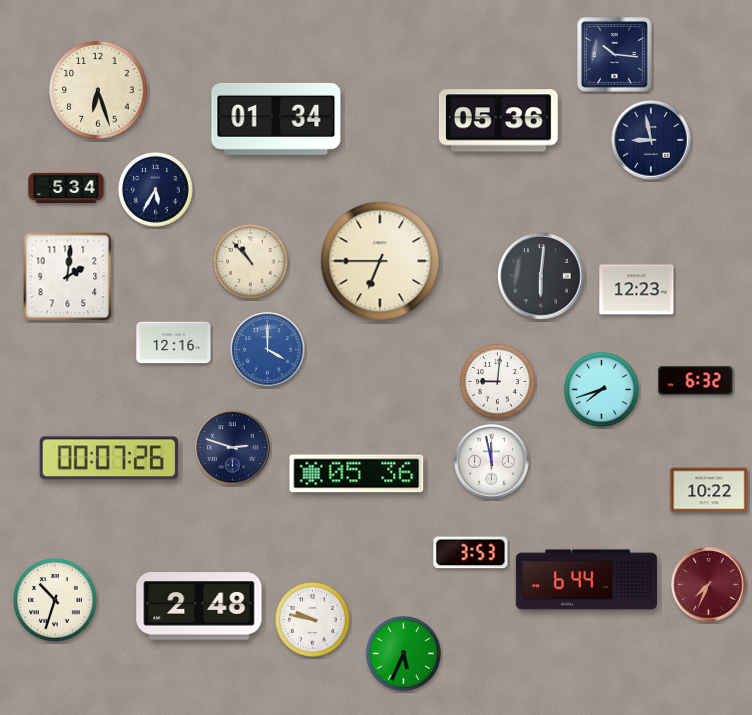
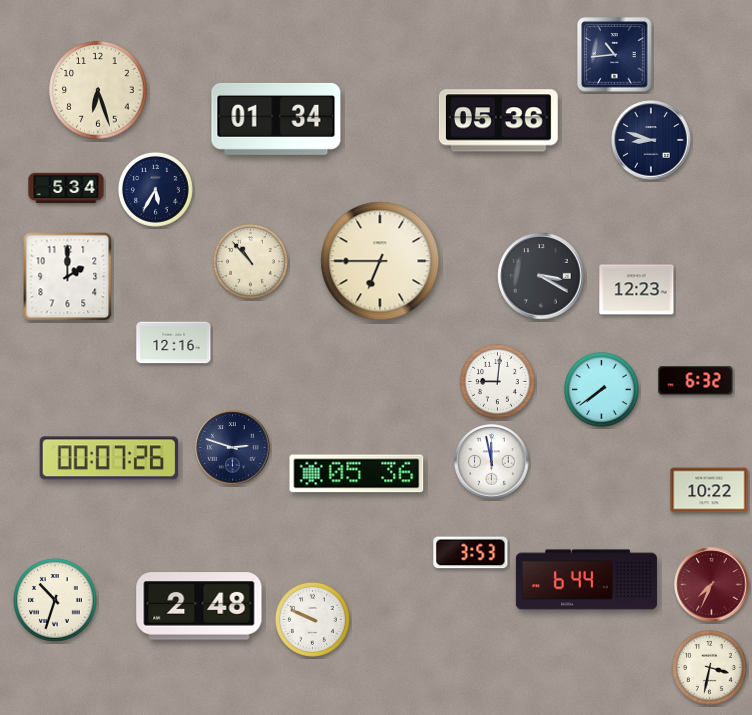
clock at (615, 55): 10:16 -> 10:44
clock at (651, 140): 8:58 -> 8:48
clock at (541, 276): 6:01 -> 3:20
clock at (68, 277): 2:01 -> 2:00
clock at (268, 350): 4:00 -> none
clock at (601, 389): 7:42 -> 7:39
clock at (709, 585) position: (709, 585) -> (712, 585)
clock at (312, 619): 9:47 -> 9:49
clock at (403, 653): 5:34 -> none
clock at (709, 667): none -> 3:32
